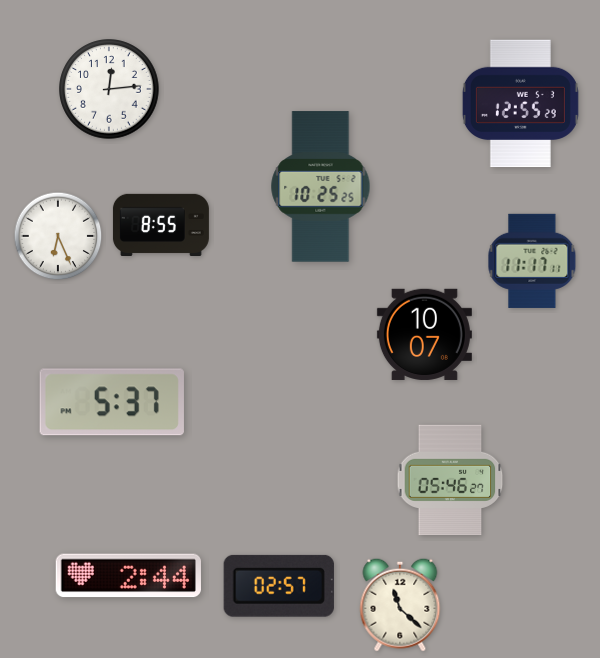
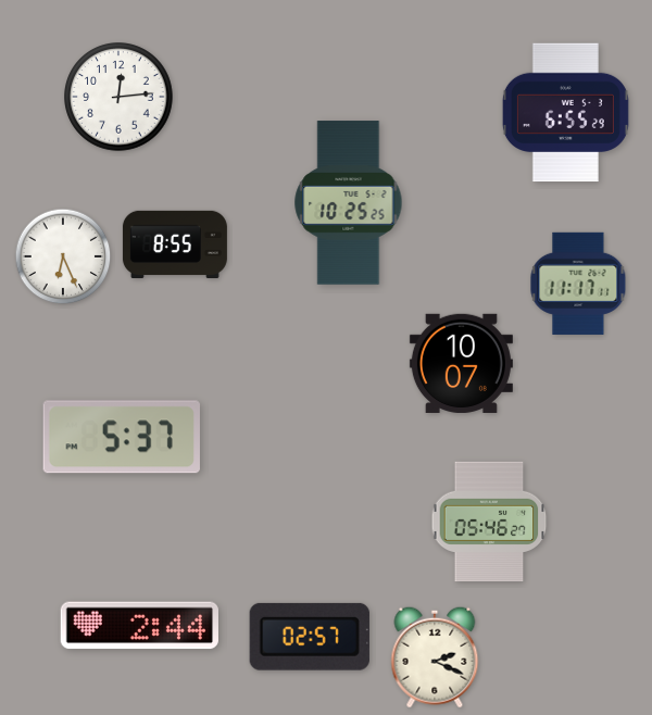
clock at (520, 104): 12:55 -> 6:55
clock at (279, 586) position: (279, 586) -> (310, 637)
clock at (400, 605): 11:22 -> 2:19
